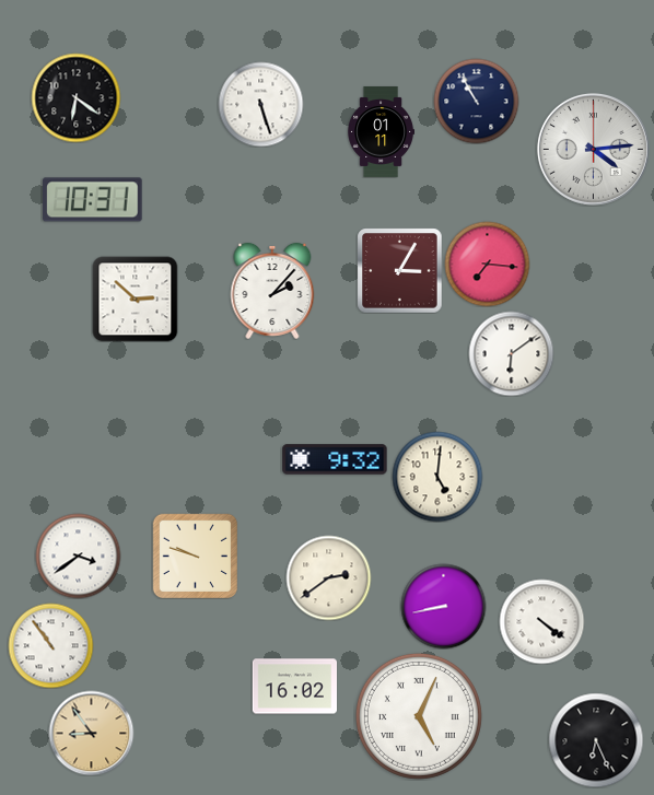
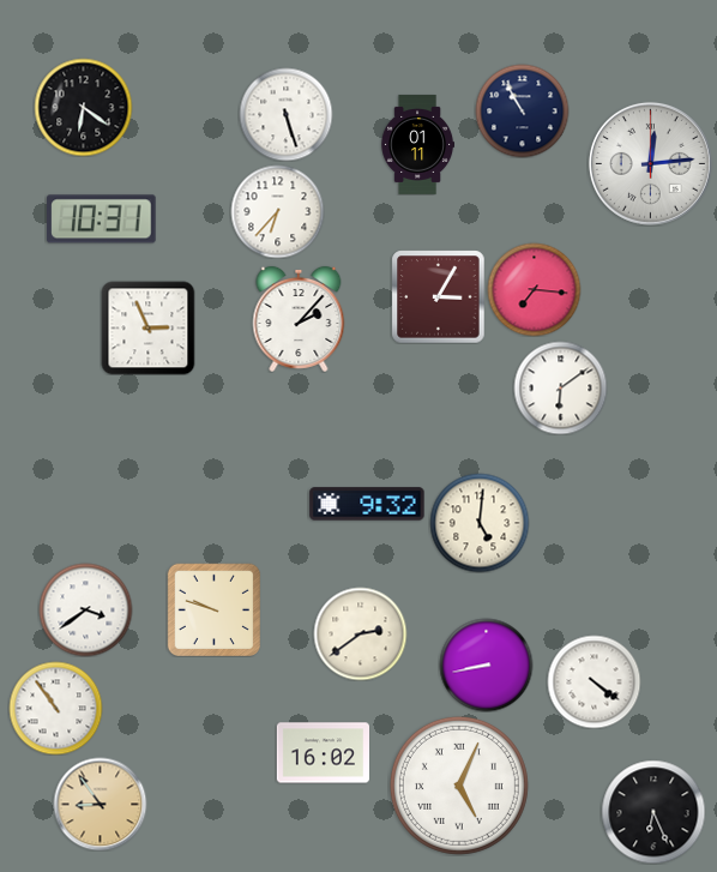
clock at (593, 149): 4:14 -> 12:14
clock at (277, 211): none -> 6:37
clock at (135, 299): 2:52 -> 2:56
